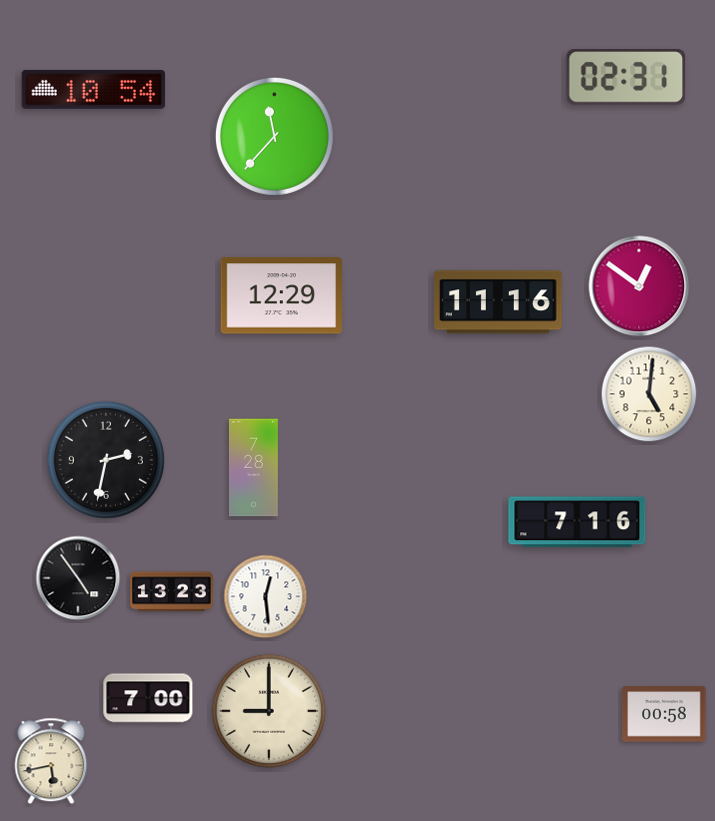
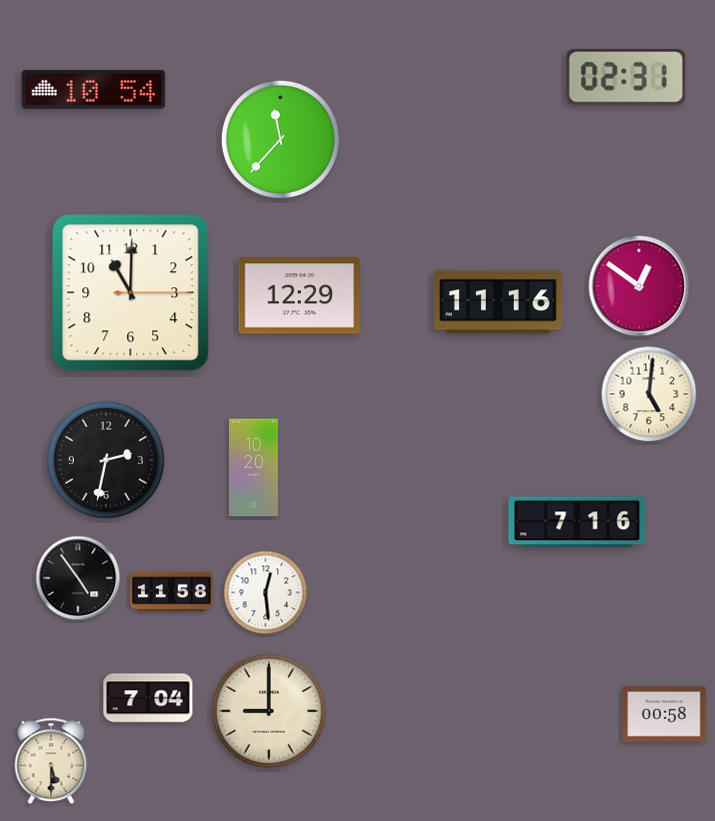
clock at (274, 136) position: (274, 136) -> (280, 139)
clock at (131, 293): none -> 11:00
clock at (281, 296) position: (281, 296) -> (299, 296)
clock at (254, 468): 7:28 -> 10:20
clock at (172, 592): 13:23 -> 11:58
clock at (266, 597) position: (266, 597) -> (266, 593)
clock at (148, 698): 7:00 -> 7:04
clock at (51, 761): 5:43 -> 5:30
